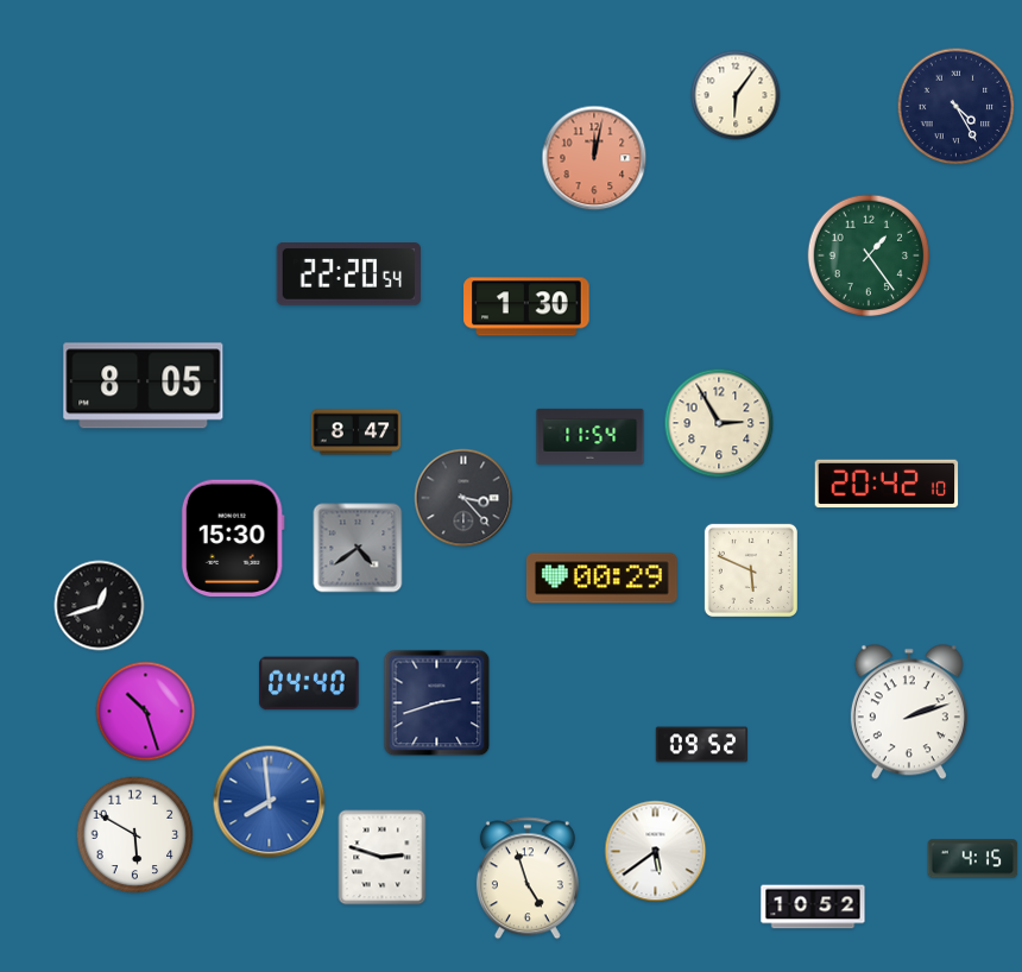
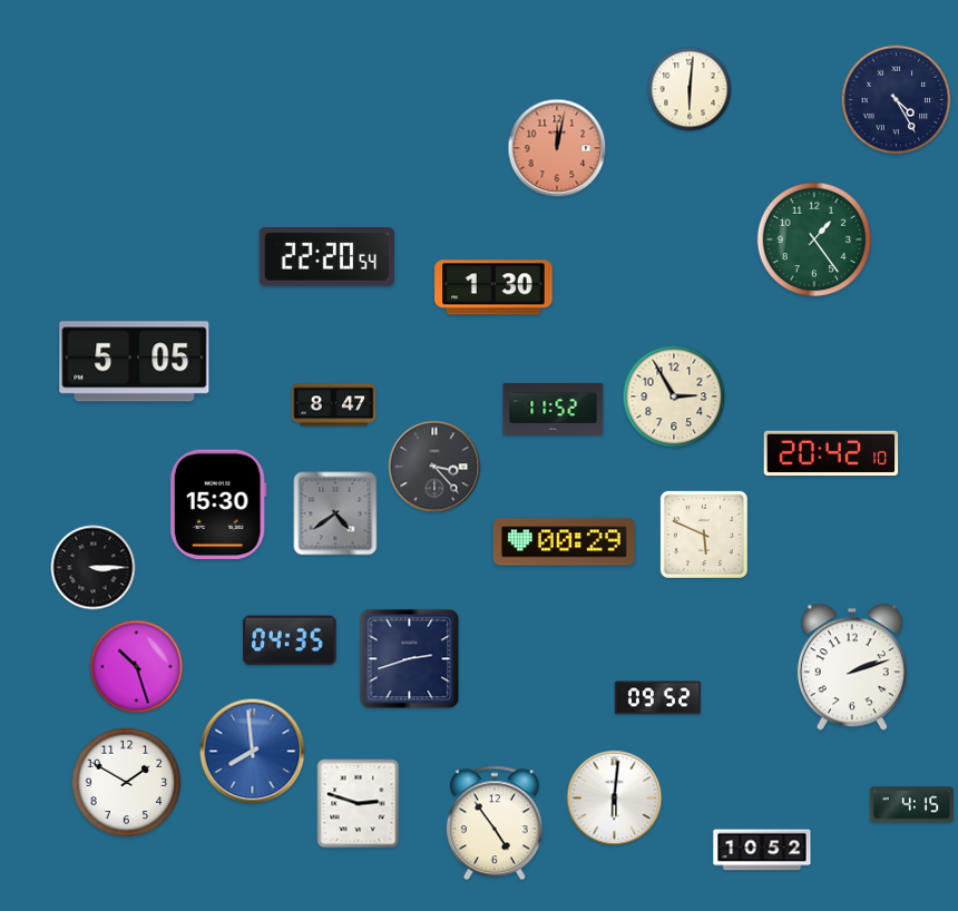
clock at (736, 95): 6:06 -> 6:01
clock at (144, 386): 8:05 -> 5:05
clock at (591, 436): 11:54 -> 11:52
clock at (100, 606): 12:42 -> 3:15
clock at (309, 683): 04:40 -> 04:35
clock at (135, 835): 5:50 -> 1:50
clock at (656, 852): 5:39 -> 6:01
clock at (528, 878): 4:57 -> 4:54
